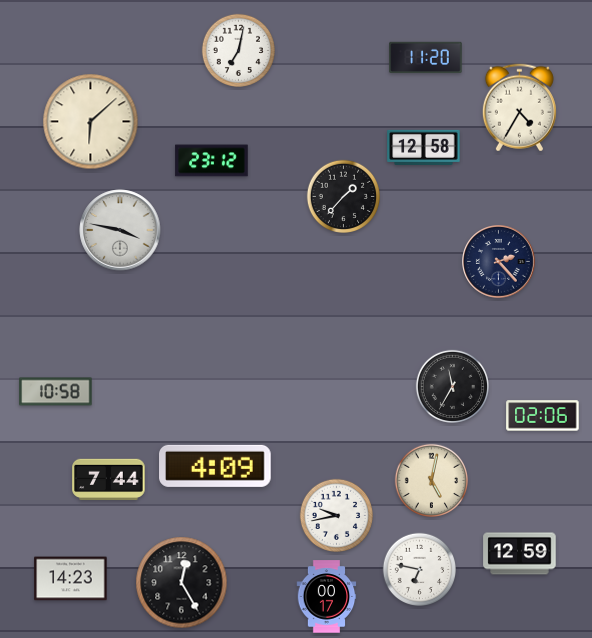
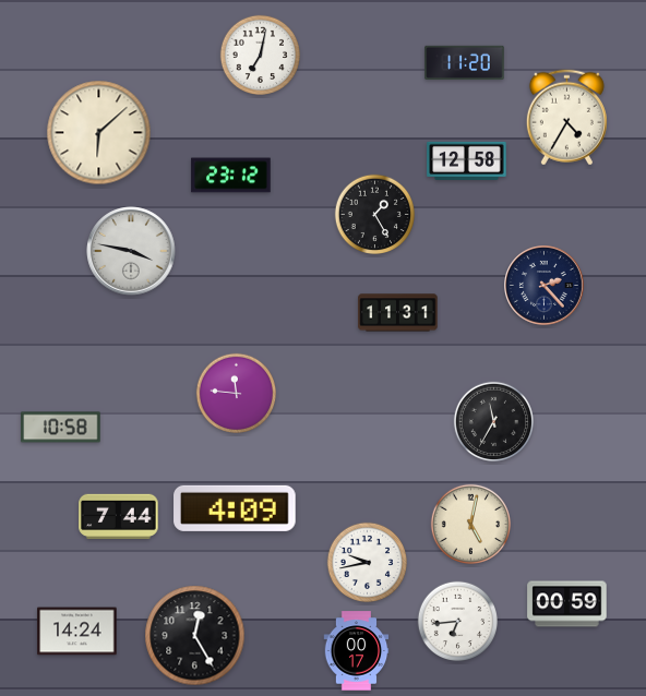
clock at (424, 147) position: (424, 147) -> (467, 160)
clock at (343, 196): 1:37 -> 1:25
clock at (398, 313): none -> 11:31
clock at (236, 393): none -> 11:46
clock at (543, 416): 02:06 -> none
clock at (109, 480) position: (109, 480) -> (119, 517)
clock at (520, 554): 12:59 -> 00:59
clock at (419, 569): 6:47 -> 6:44
clock at (71, 579): 14:23 -> 14:24
clock at (182, 583) position: (182, 583) -> (195, 636)
